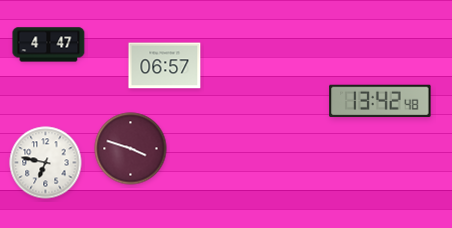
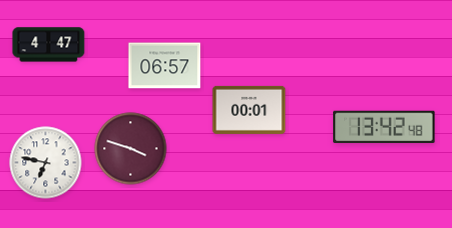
clock at (380, 101) position: (380, 101) -> (384, 127)
clock at (249, 110): none -> 00:01
